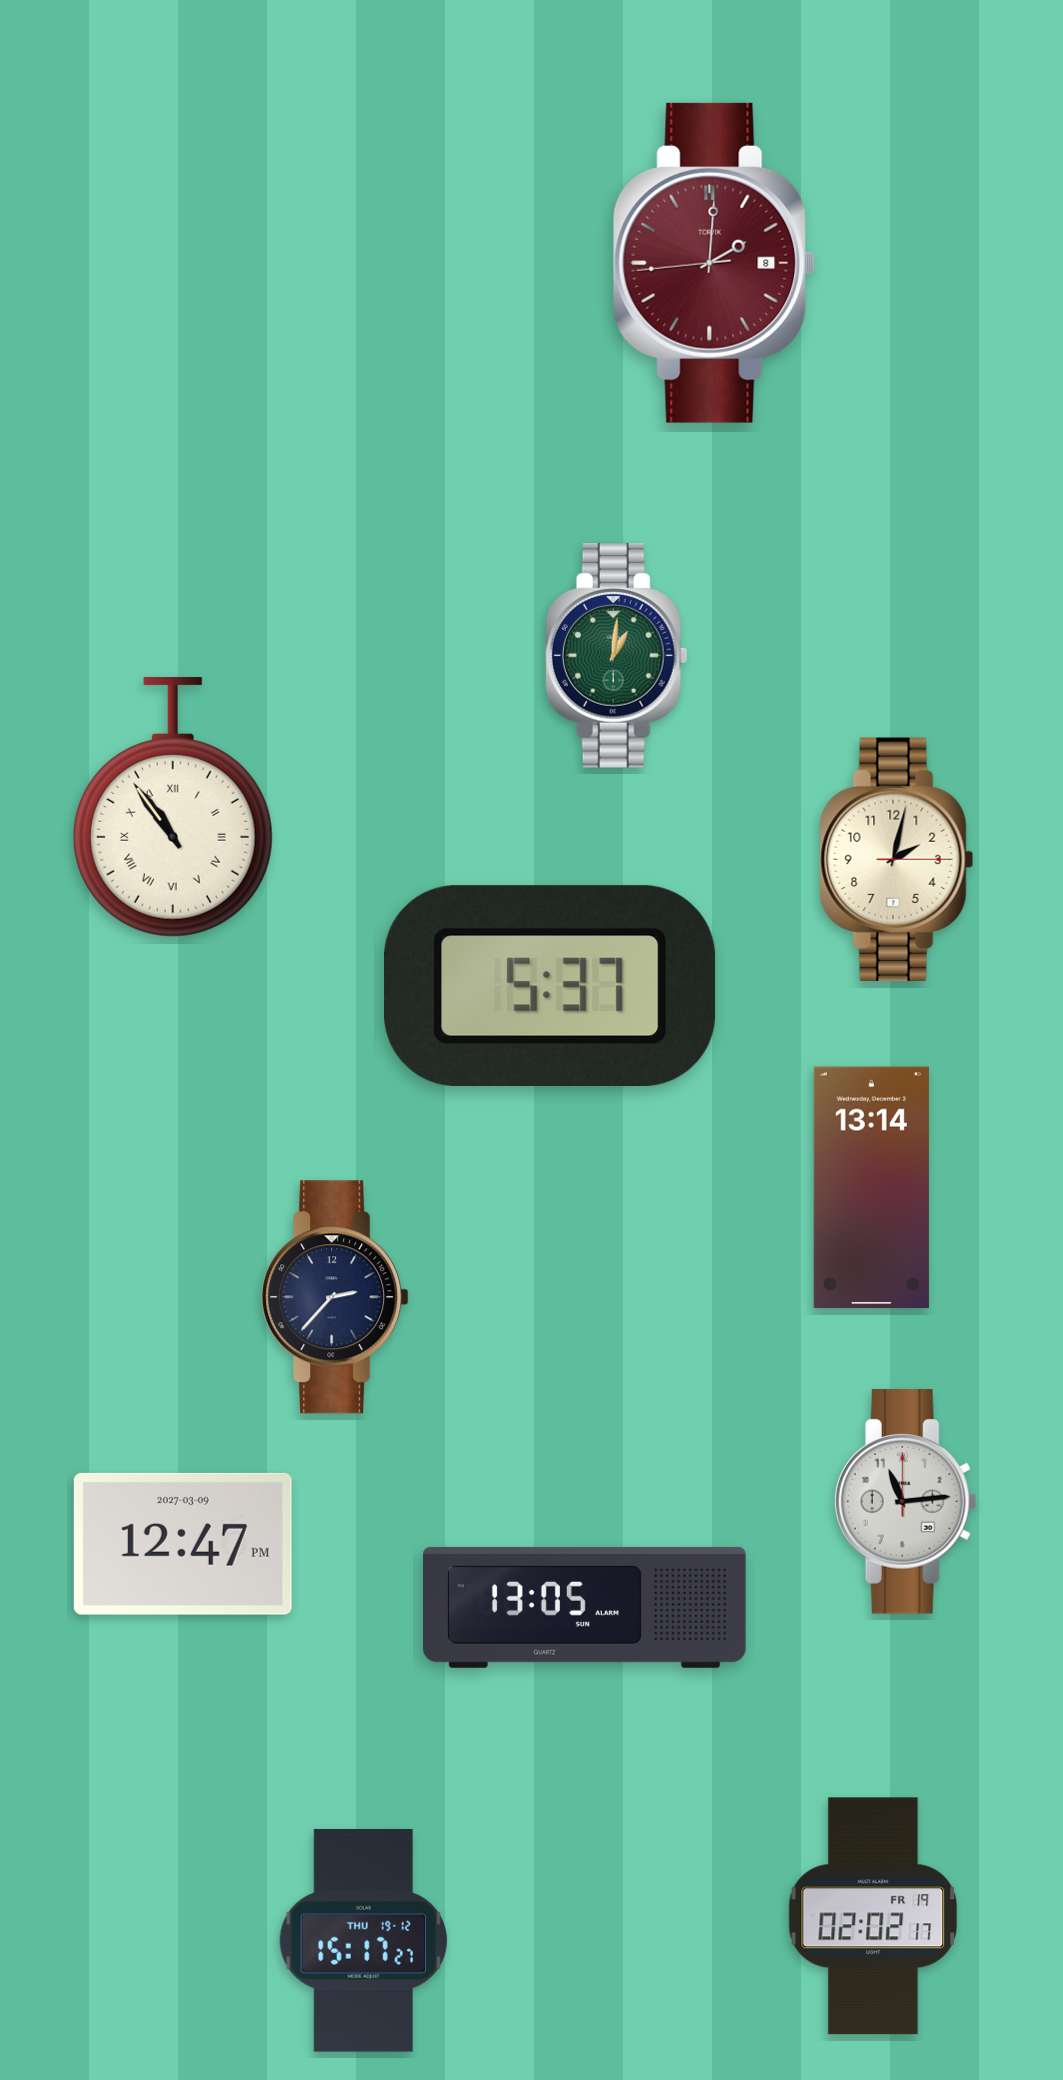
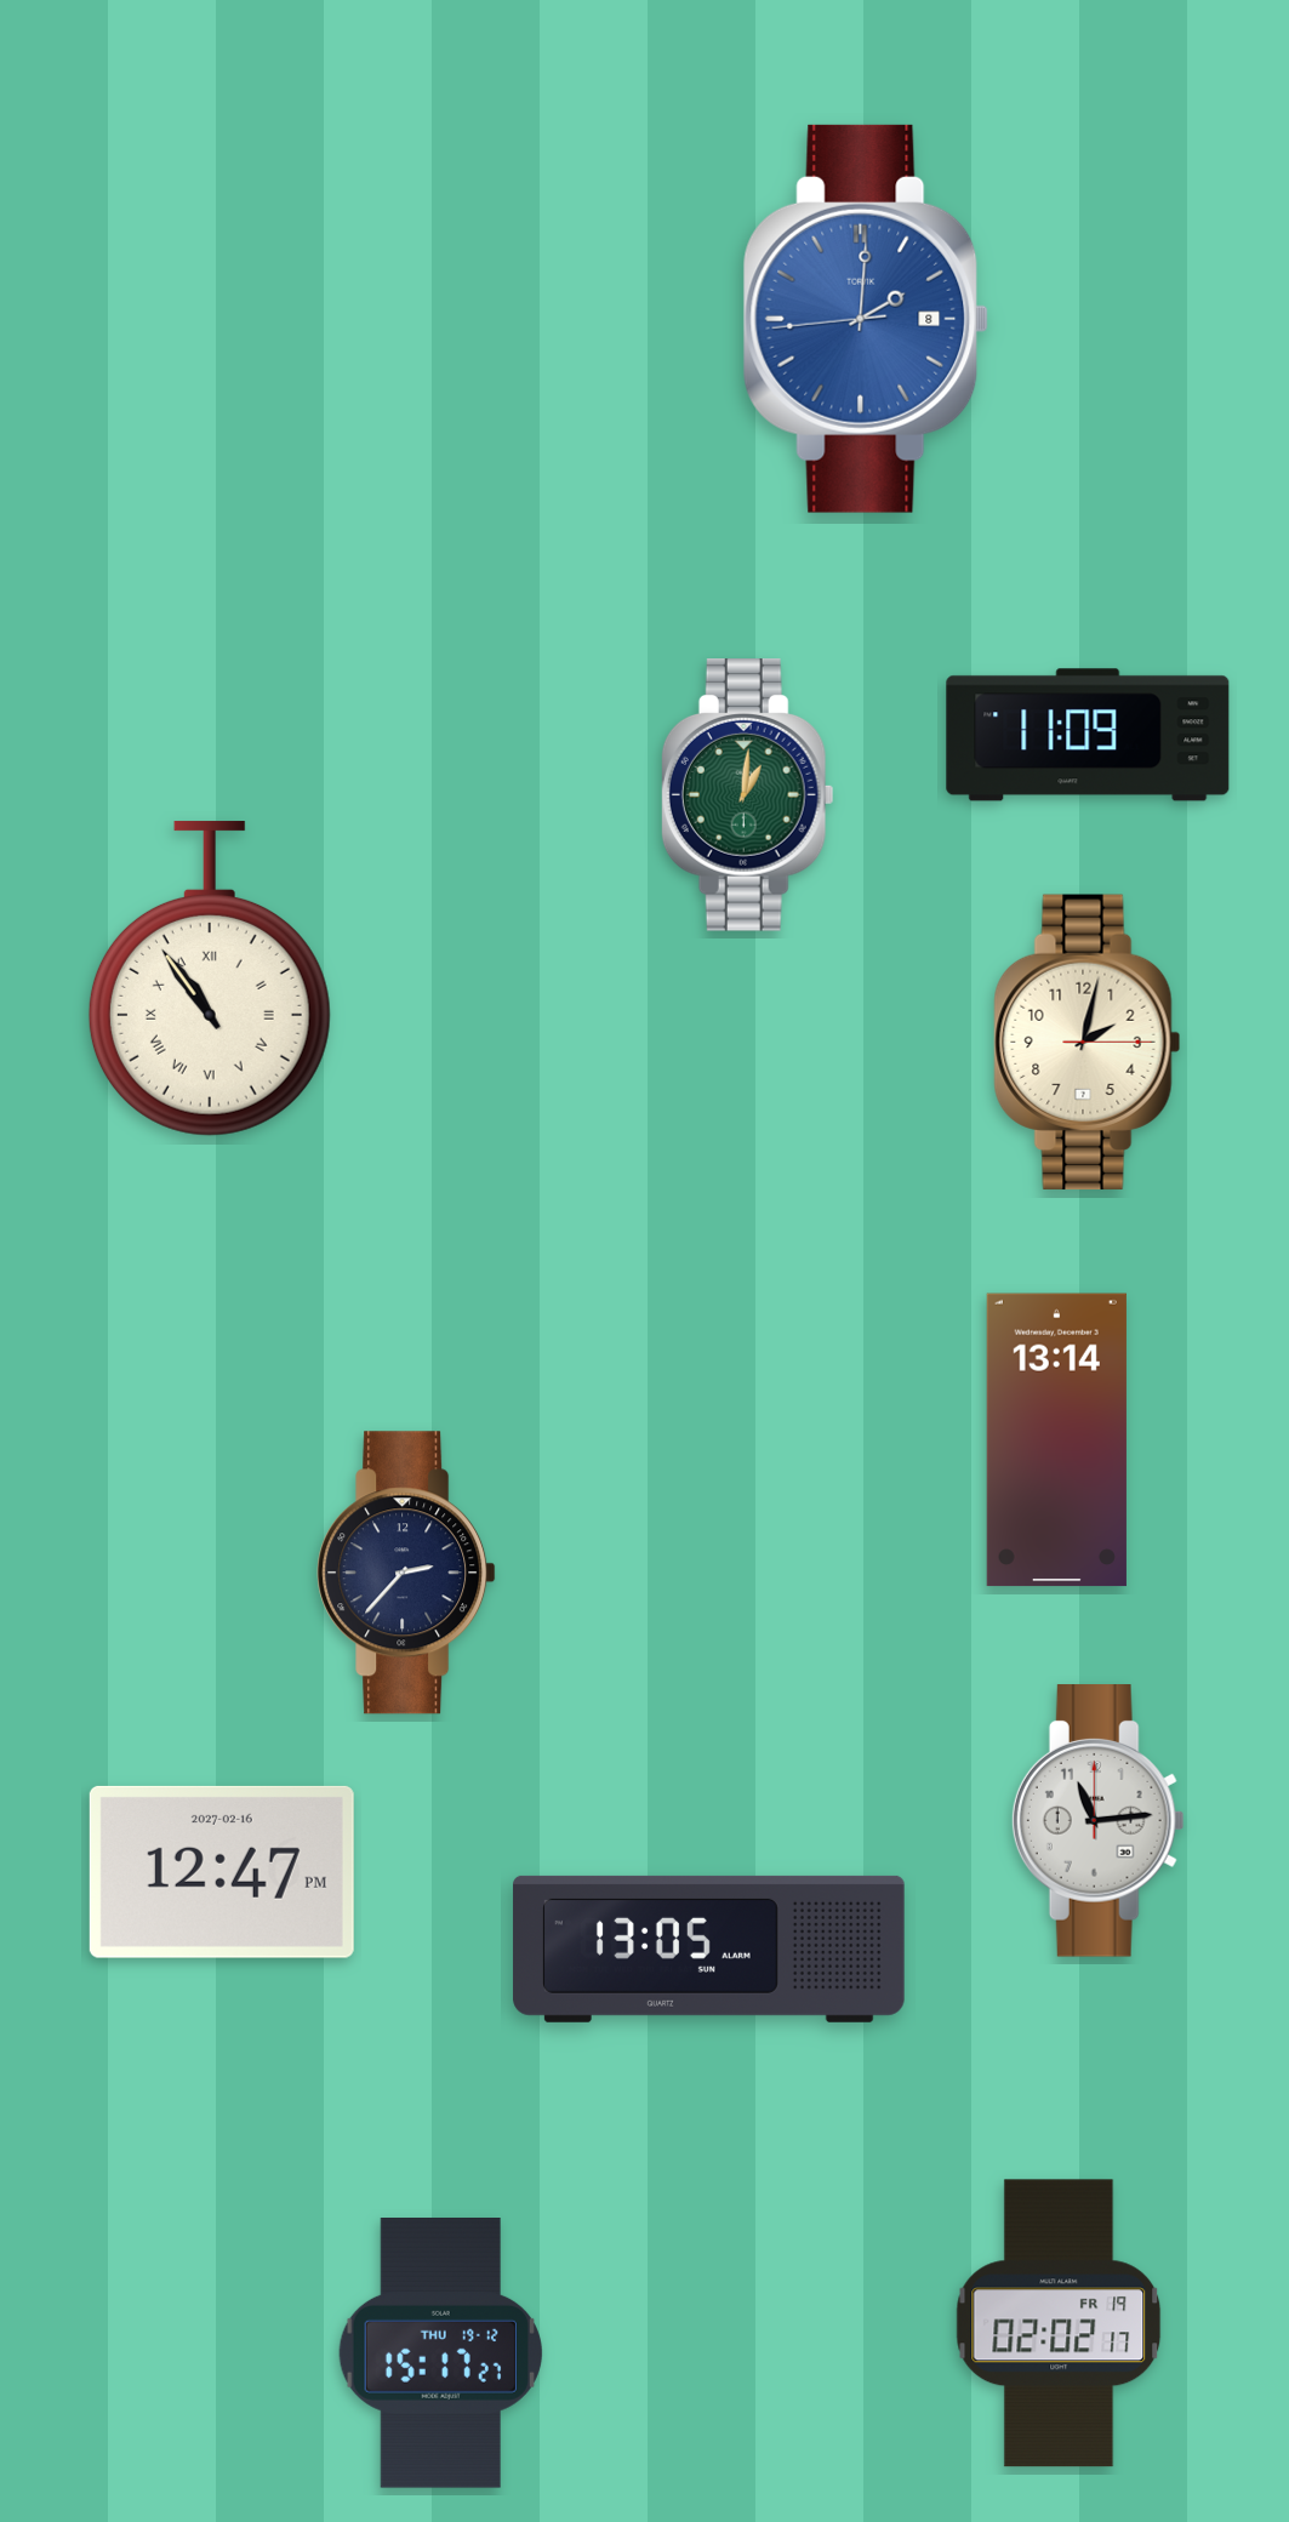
clock at (714, 263) dial: burgundy -> blue
clock at (1088, 735): none -> 11:09
clock at (550, 985): 5:37 -> none
clock at (183, 1544) date: 2027-03-09 -> 2027-02-16
